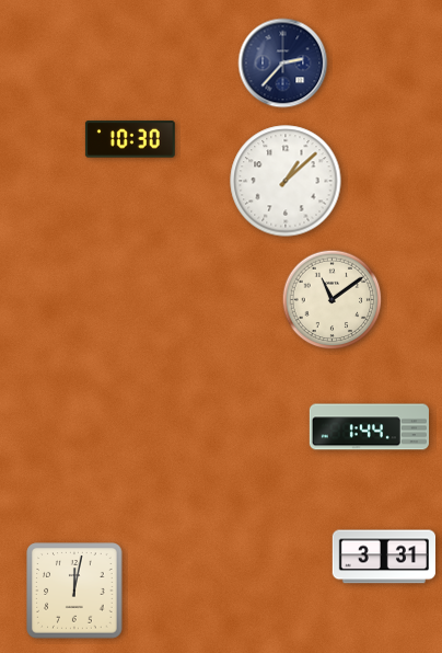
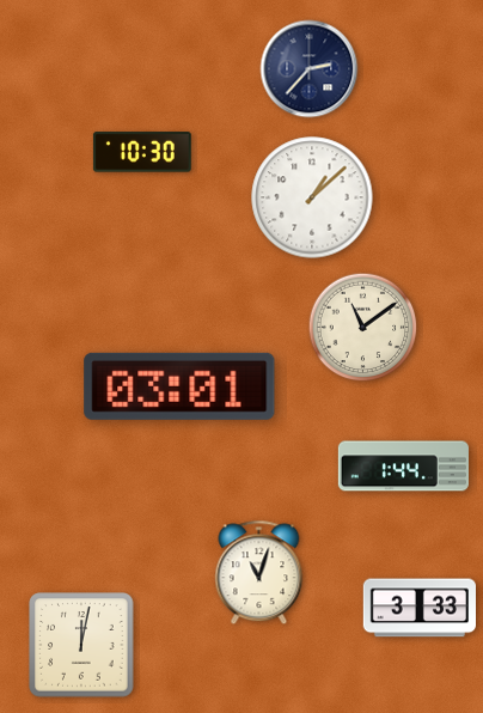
clock at (179, 386): none -> 03:01
clock at (259, 573): none -> 11:03
clock at (383, 557): 3:31 -> 3:33
